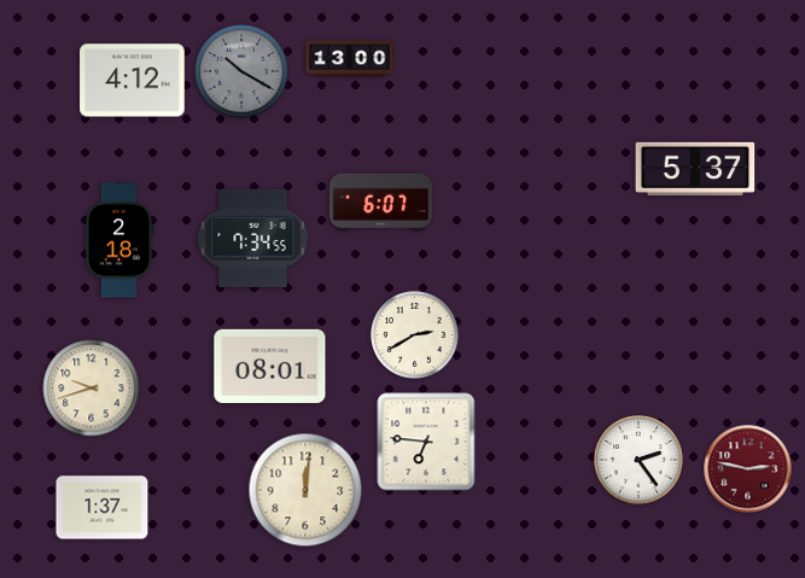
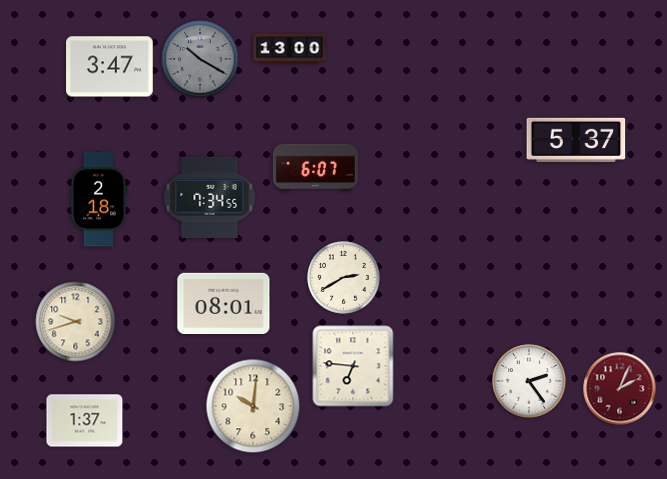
clock at (133, 81): 4:12 -> 3:47
clock at (748, 469): 2:47 -> 2:04
clock at (305, 490): 12:01 -> 10:01
